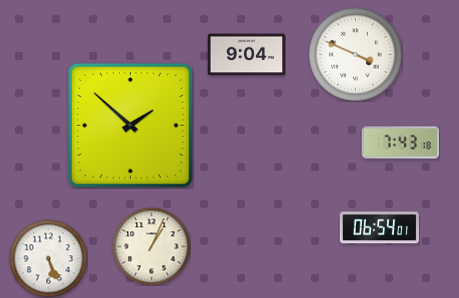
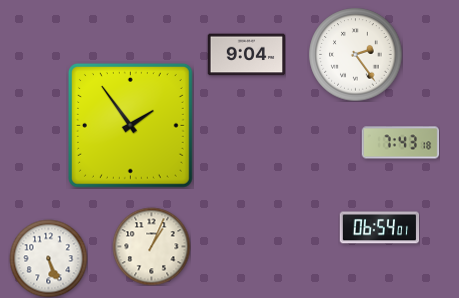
clock at (355, 54): 3:49 -> 2:24
clock at (130, 125): 1:52 -> 1:54
